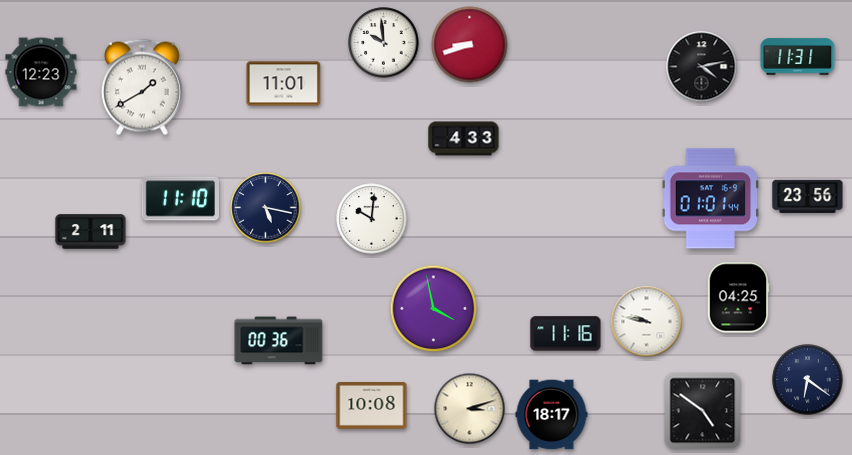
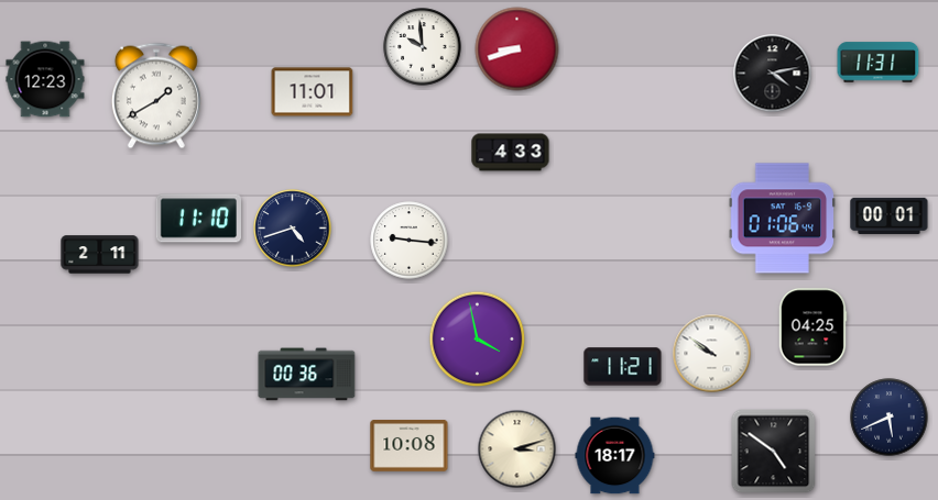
clock at (808, 196): 23:56 -> 00:01
clock at (711, 199): 01:01 -> 01:06
clock at (266, 208): 5:17 -> 4:42
clock at (372, 219): 10:01 -> 9:16
clock at (647, 322): 9:47 -> 9:51
clock at (566, 334): 11:16 -> 11:21
clock at (808, 380): 6:21 -> 5:41
clock at (552, 415) position: (552, 415) -> (615, 456)
